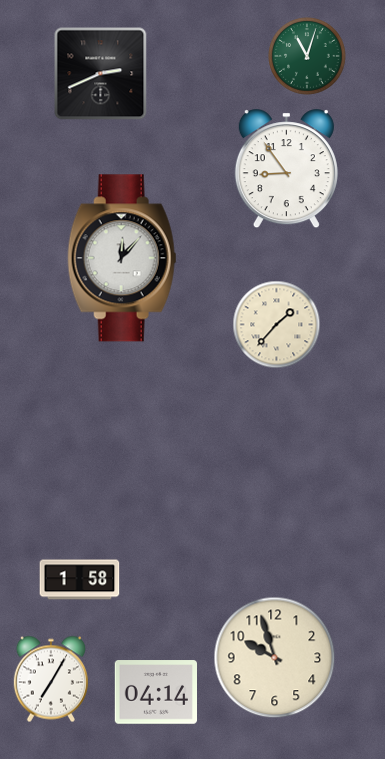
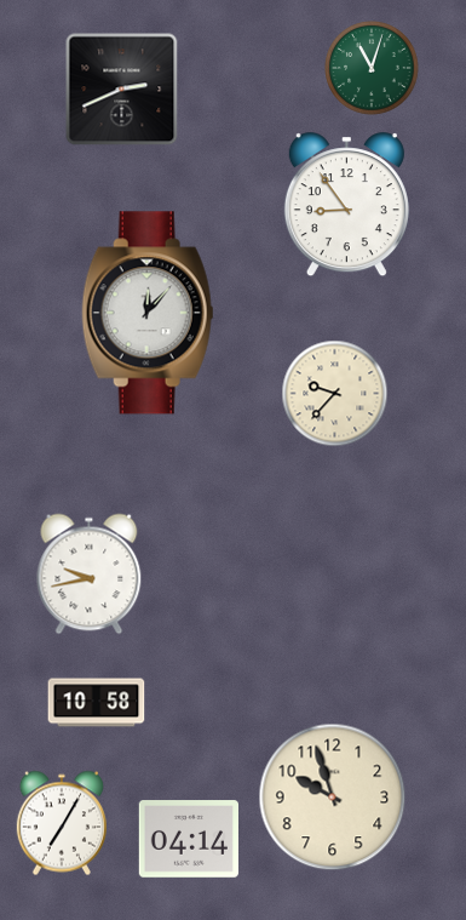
clock at (277, 325): 1:37 -> 9:37
clock at (90, 575): none -> 9:43
clock at (80, 580): 1:58 -> 10:58
